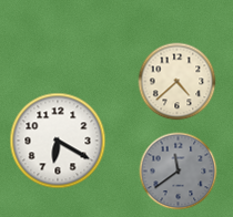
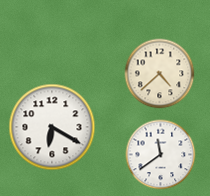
clock at (179, 172) dial: grey -> white
